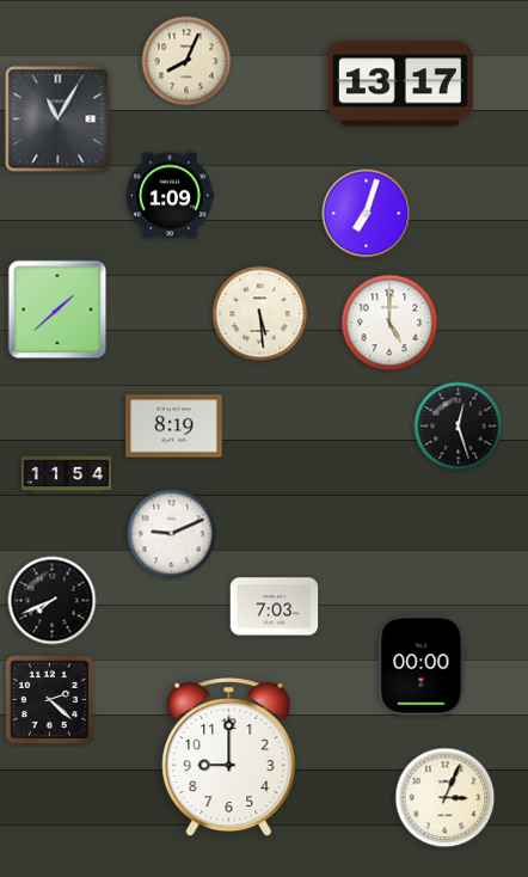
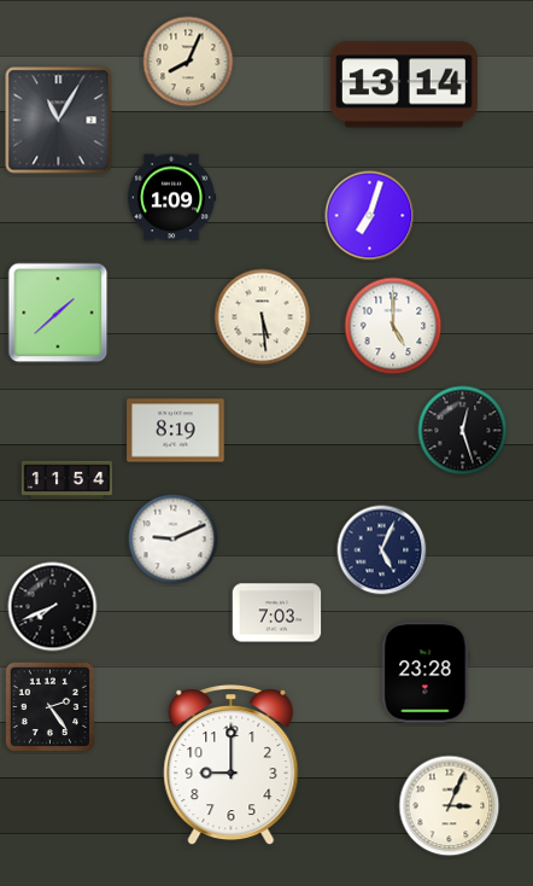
clock at (400, 84): 13:17 -> 13:14
clock at (382, 550): none -> 5:04
clock at (422, 666): 00:00 -> 23:28
clock at (50, 700): 2:22 -> 2:24
